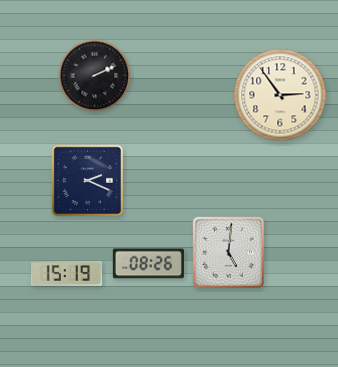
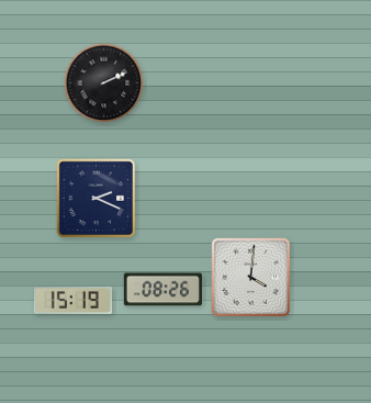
clock at (280, 95): 2:54 -> none
clock at (229, 253): 5:01 -> 4:01
